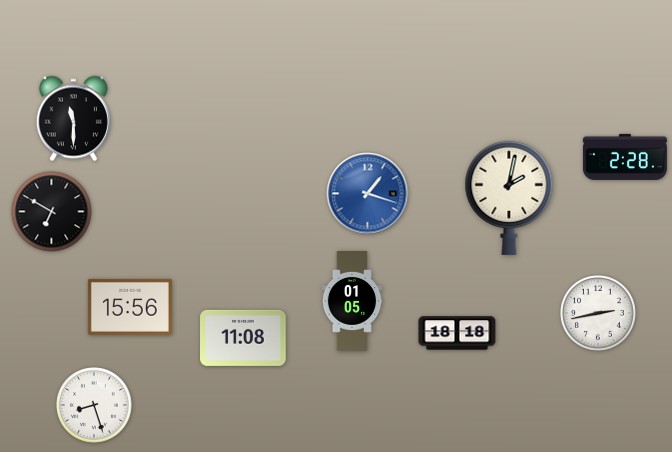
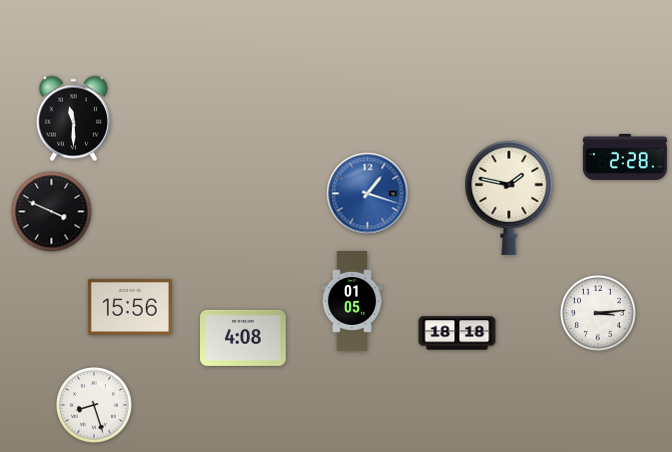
clock at (509, 198): 2:02 -> 1:47
clock at (52, 212): 6:50 -> 3:49
clock at (598, 313): 2:43 -> 3:14
clock at (243, 338): 11:08 -> 4:08
